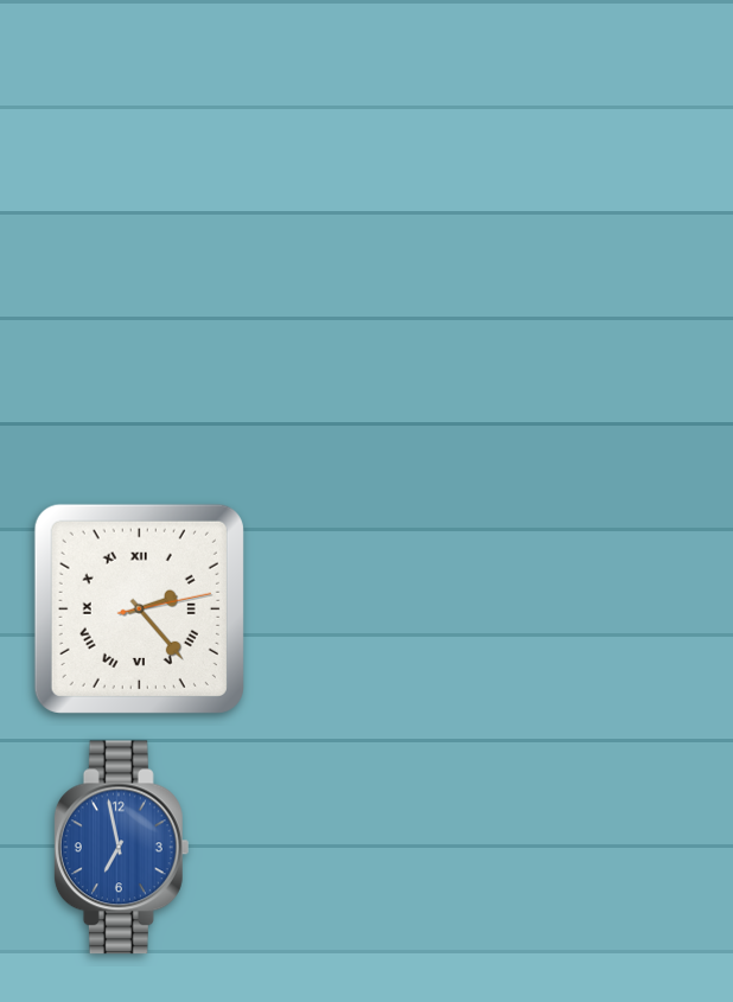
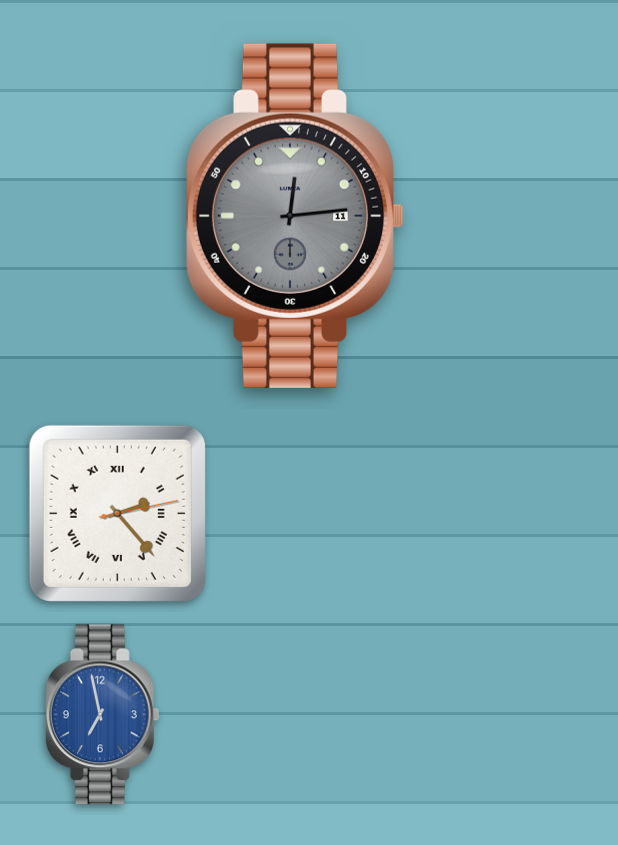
clock at (295, 216): none -> 12:14
